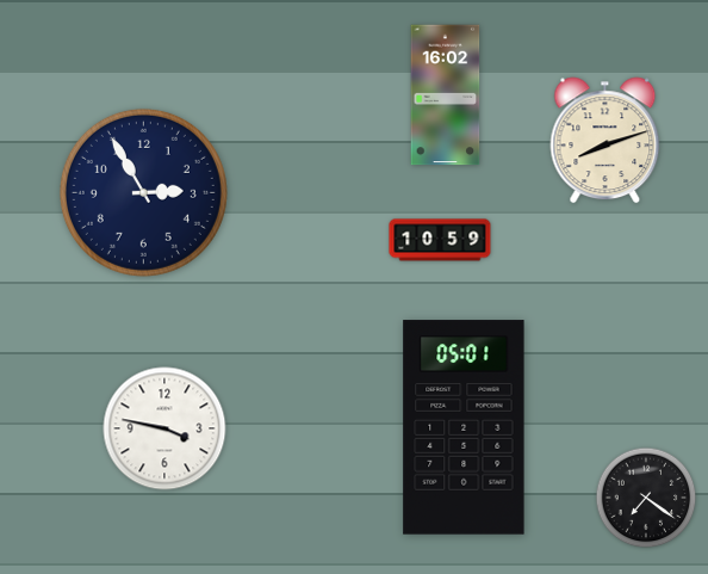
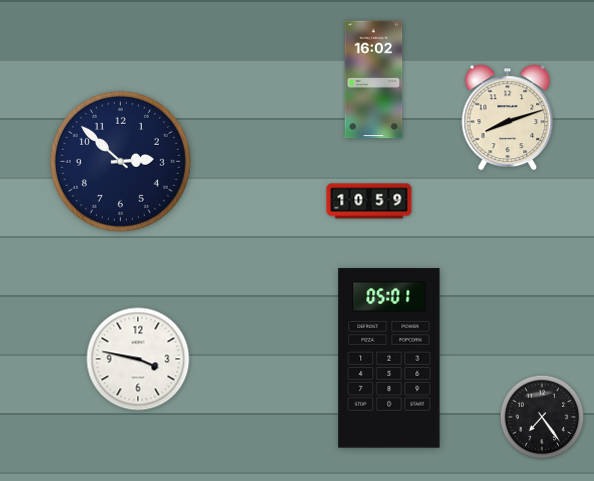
clock at (143, 192): 2:55 -> 2:52
clock at (646, 498): 7:21 -> 7:24
